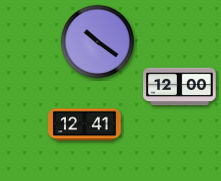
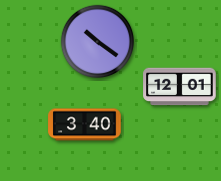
clock at (180, 87): 12:00 -> 12:01
clock at (85, 125): 12:41 -> 3:40
